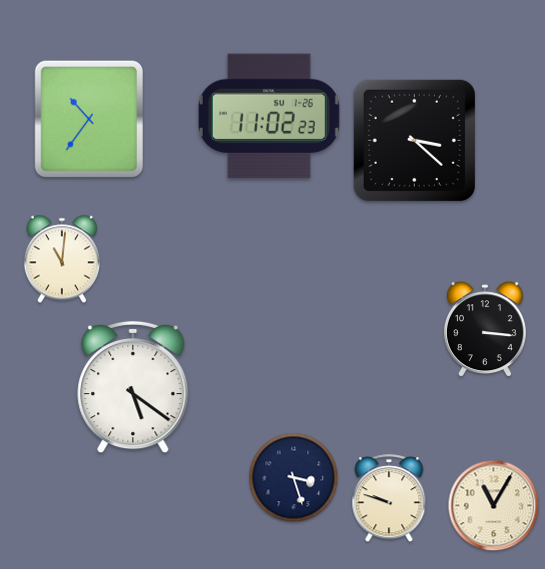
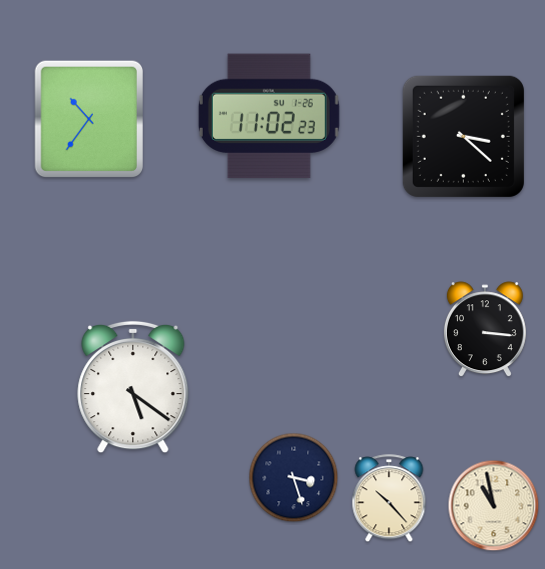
clock at (414, 140) position: (414, 140) -> (463, 136)
clock at (61, 259): 11:01 -> none
clock at (389, 499): 9:48 -> 10:23
clock at (494, 506): 11:05 -> 10:58
